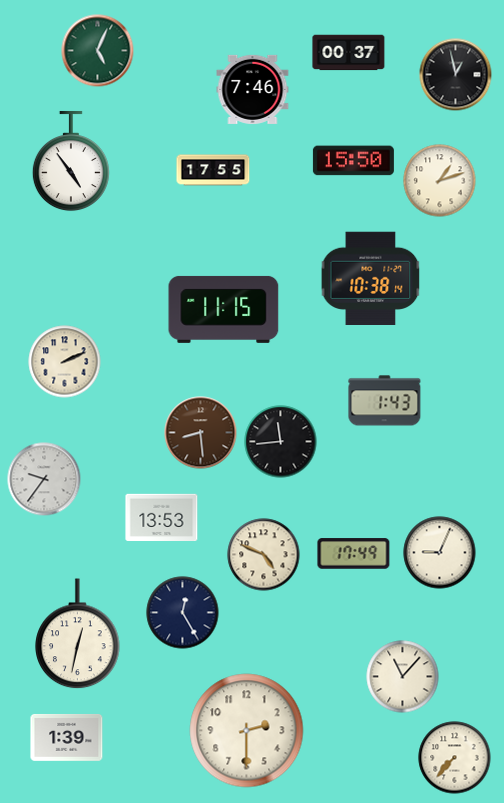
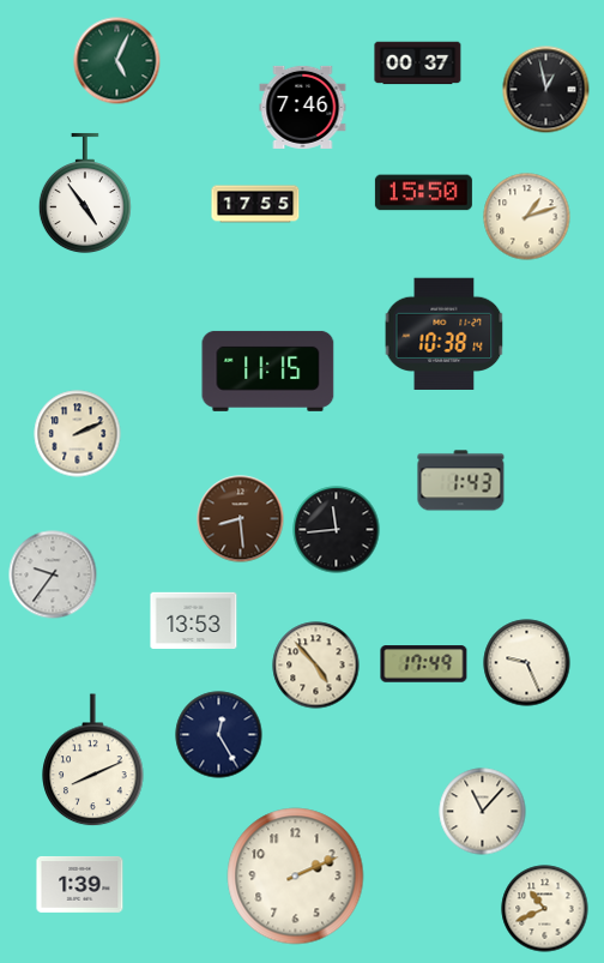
clock at (440, 553): 9:04 -> 9:26
clock at (264, 555): 4:49 -> 4:53
clock at (78, 634): 12:32 -> 8:11
clock at (247, 731): 2:30 -> 2:11
clock at (455, 758): 7:37 -> 10:41
